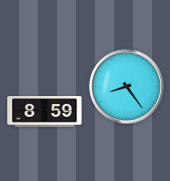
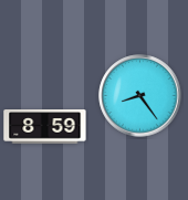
clock at (45, 112) position: (45, 112) -> (45, 127)
